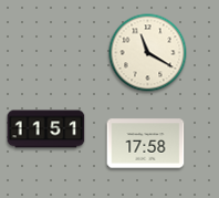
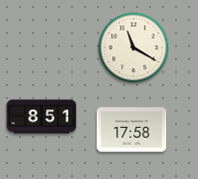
clock at (46, 129): 11:51 -> 8:51
